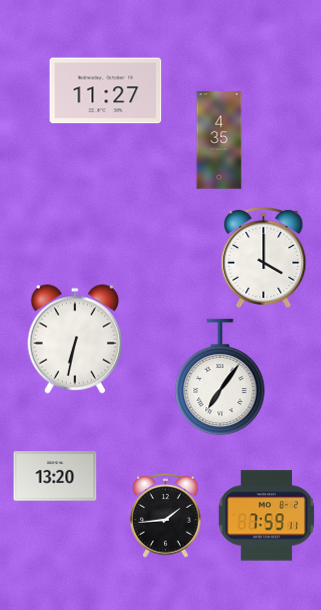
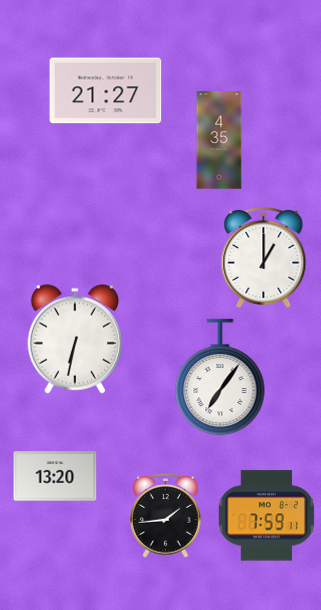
clock at (106, 91): 11:27 -> 21:27
clock at (264, 257): 4:00 -> 1:00
